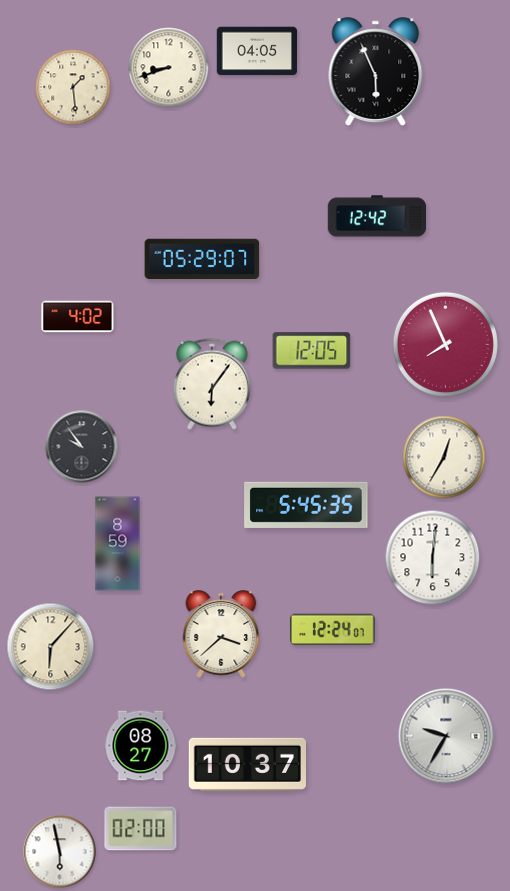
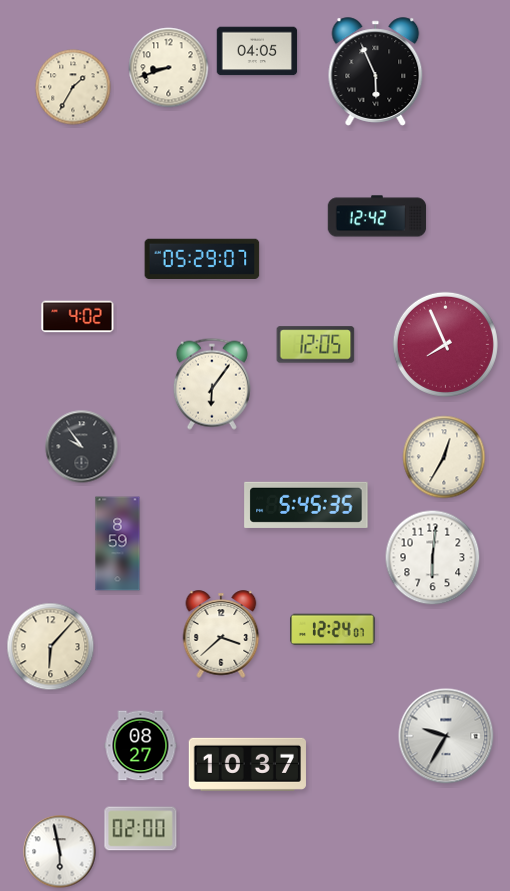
clock at (73, 87): 1:29 -> 1:35
clock at (312, 351) position: (312, 351) -> (316, 345)
